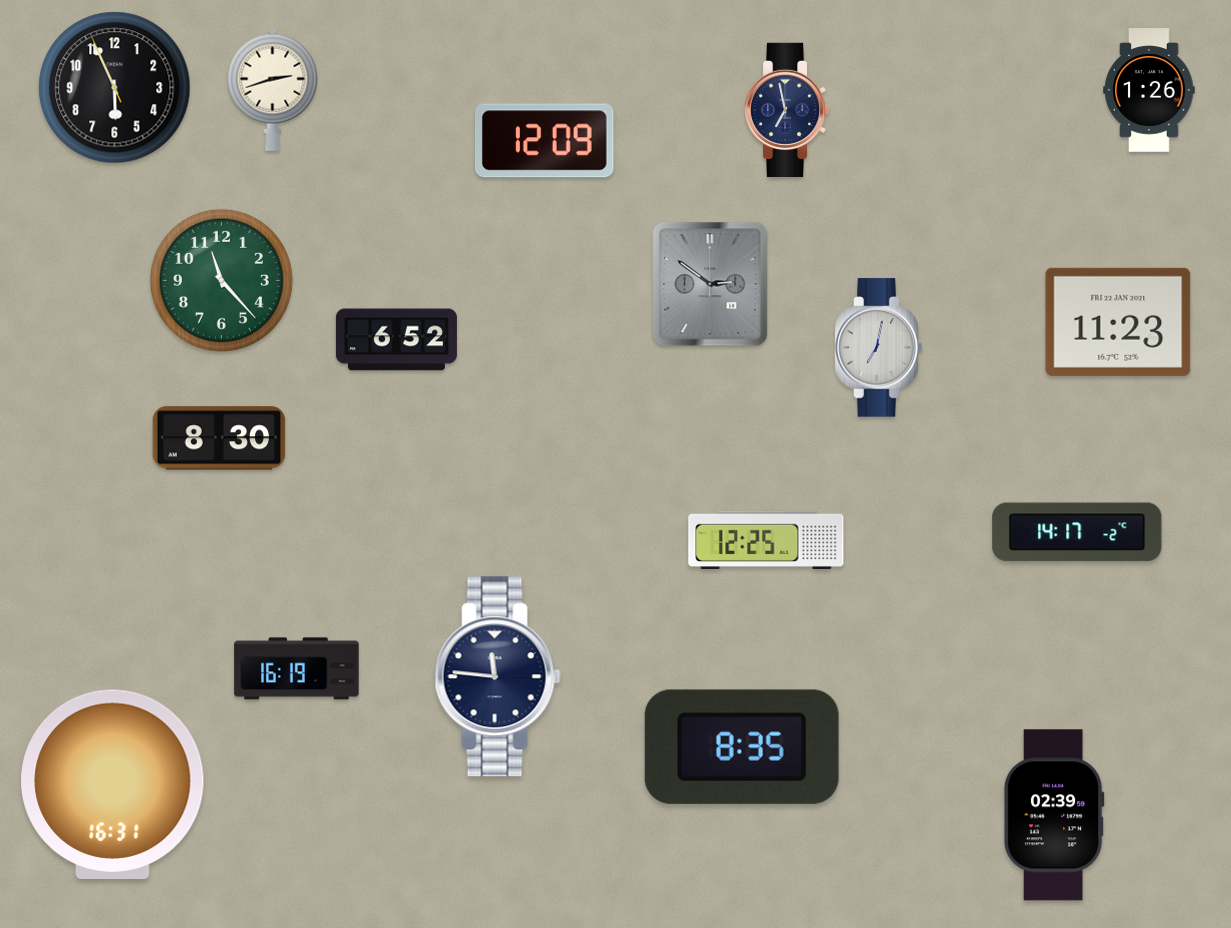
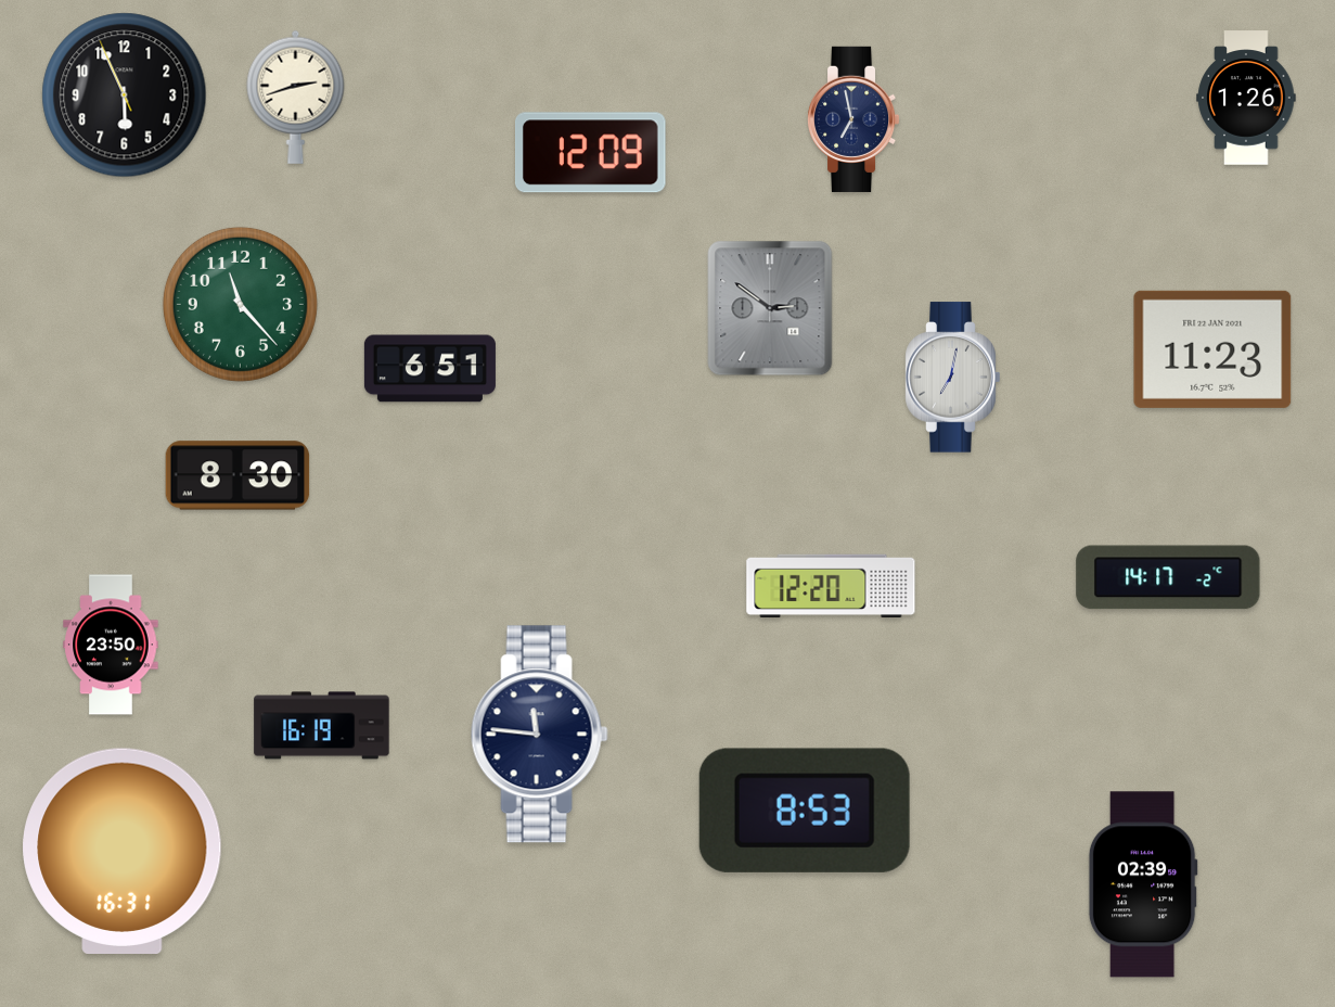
clock at (396, 340): 6:52 -> 6:51
clock at (766, 539): 12:25 -> 12:20
clock at (111, 645): none -> 23:50
clock at (742, 747): 8:35 -> 8:53
